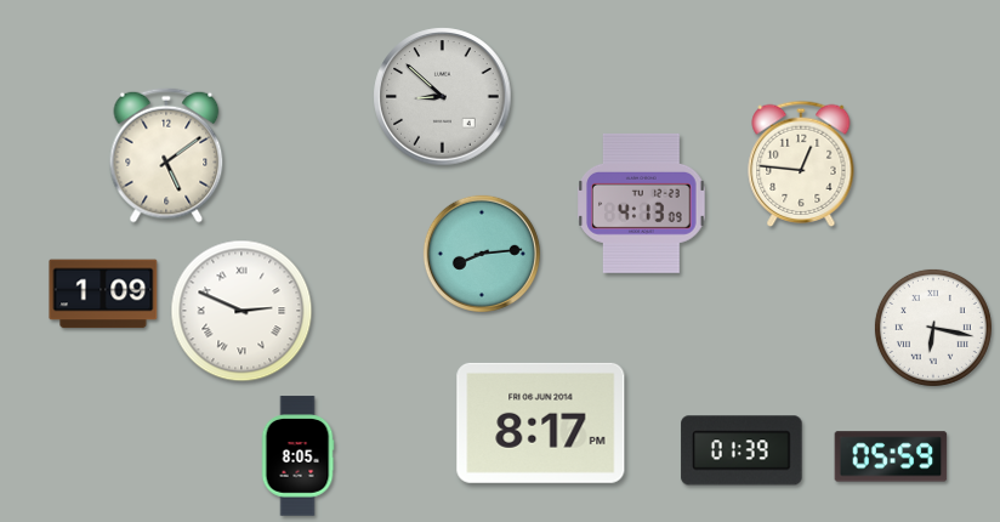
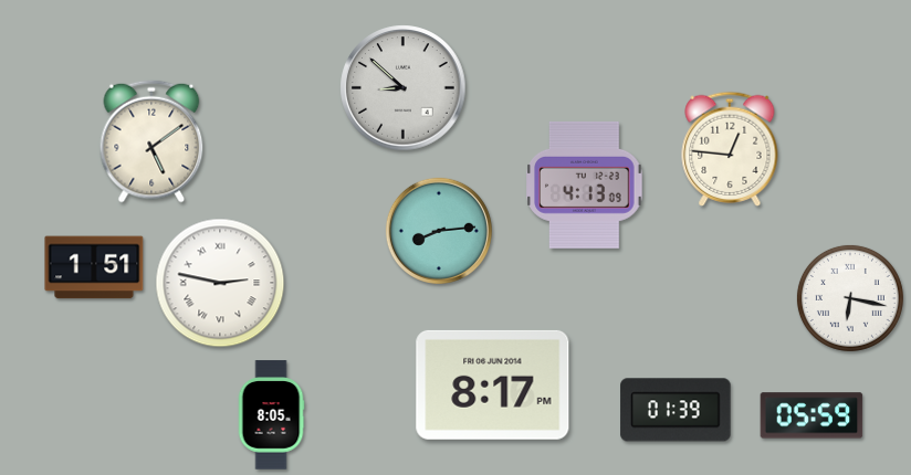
clock at (103, 294): 1:09 -> 1:51
clock at (242, 311): 2:49 -> 2:47
